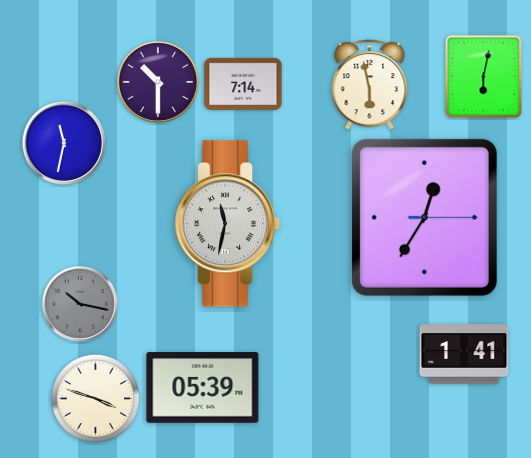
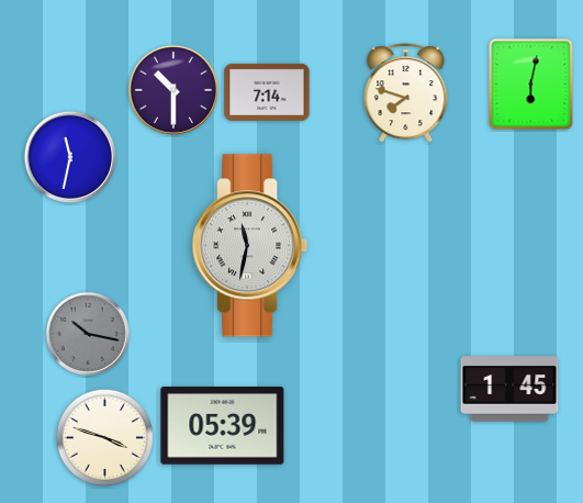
clock at (370, 85): 5:58 -> 7:48
clock at (424, 217): 12:35 -> none
clock at (464, 354): 1:41 -> 1:45
